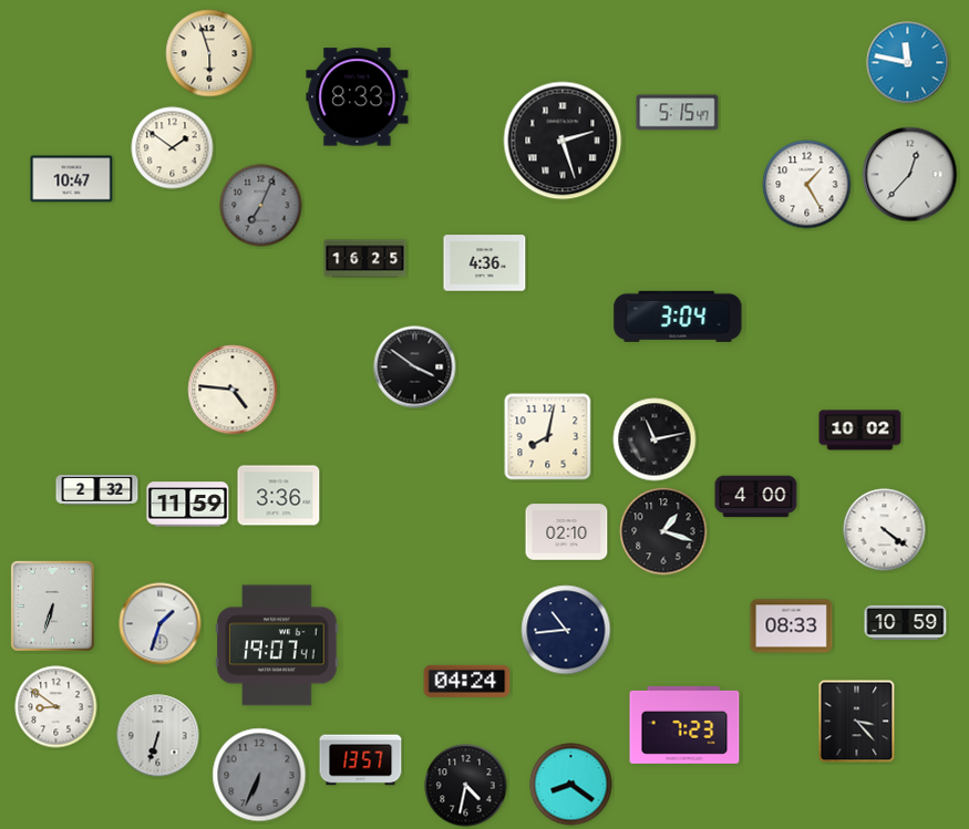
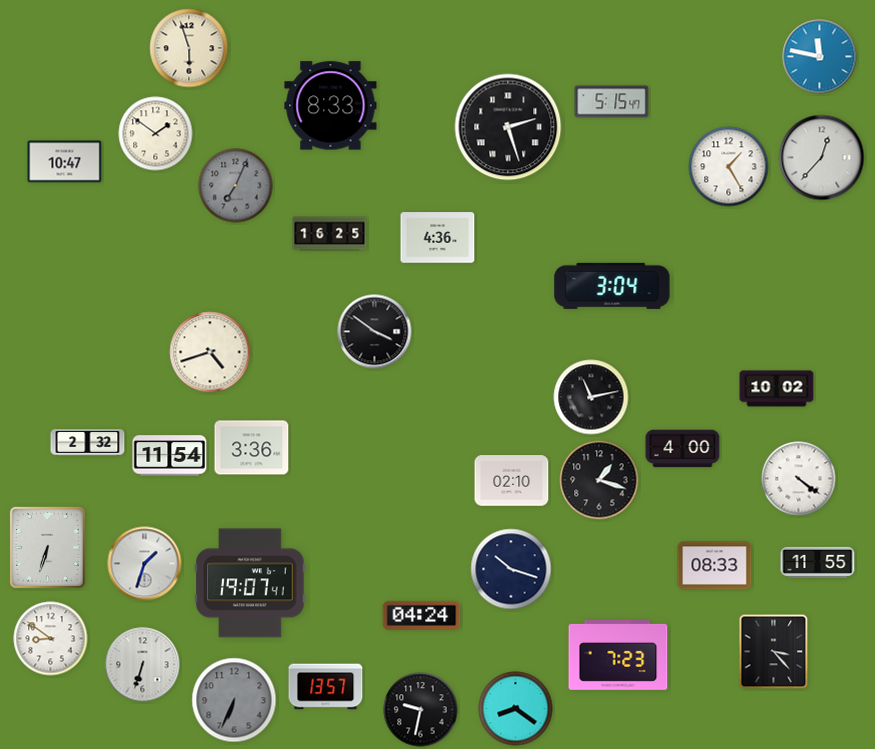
clock at (358, 97) position: (358, 97) -> (331, 106)
clock at (233, 390): 4:46 -> 4:42
clock at (548, 437): 8:02 -> none
clock at (188, 505): 11:59 -> 11:54
clock at (906, 622): 10:59 -> 11:55
clock at (566, 630): 10:44 -> 10:18
clock at (466, 786): 4:32 -> 9:32
